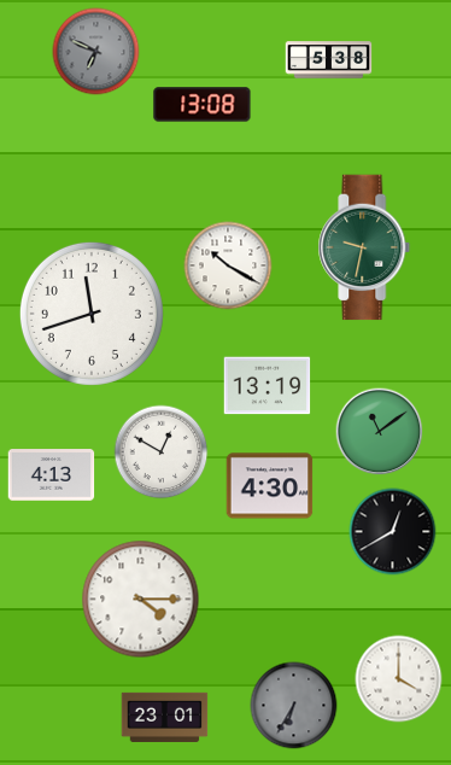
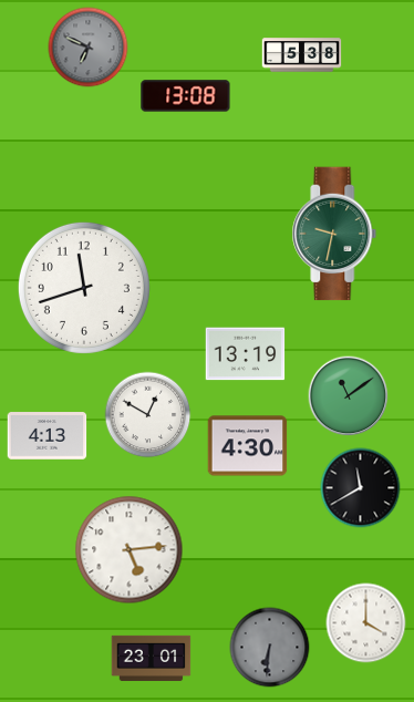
clock at (364, 247) position: (364, 247) -> (334, 234)
clock at (228, 265): 10:20 -> none
clock at (393, 532): 12:40 -> 11:40
clock at (141, 600): 4:15 -> 5:14
clock at (294, 706): 6:35 -> 6:31
